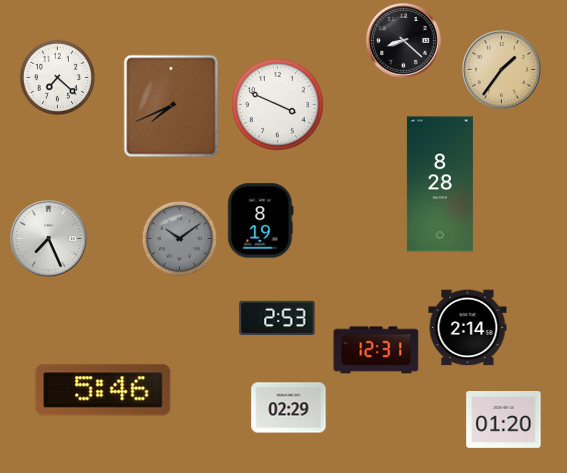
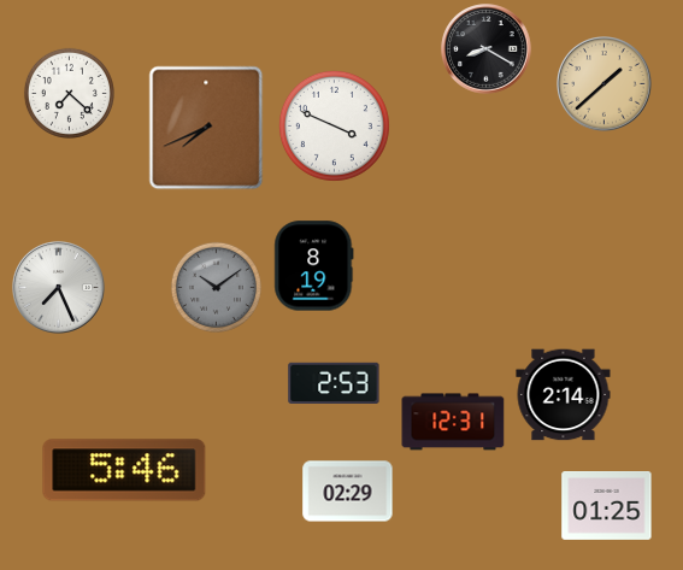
clock at (404, 41): 8:22 -> 8:20
clock at (502, 70): 1:36 -> 1:38
clock at (440, 184): 8:28 -> none
clock at (504, 420): 01:20 -> 01:25
